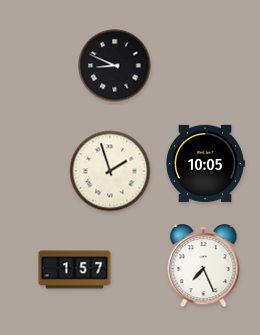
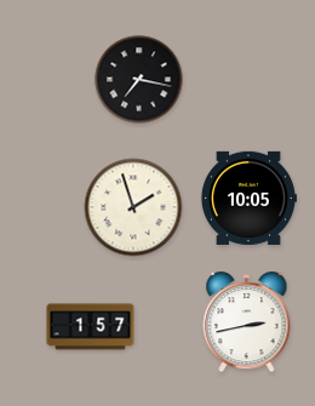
clock at (115, 66): 8:49 -> 7:17
clock at (204, 266): 7:26 -> 2:43
